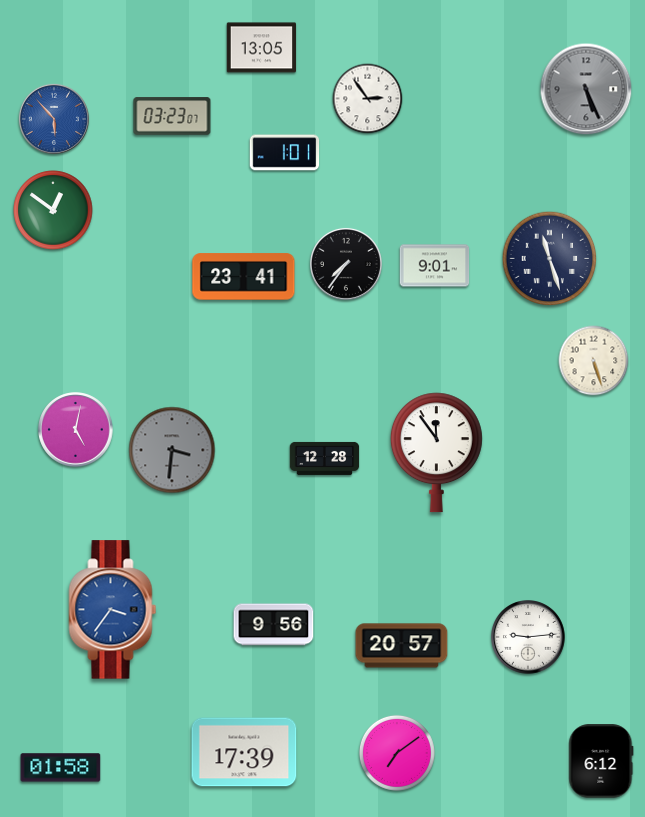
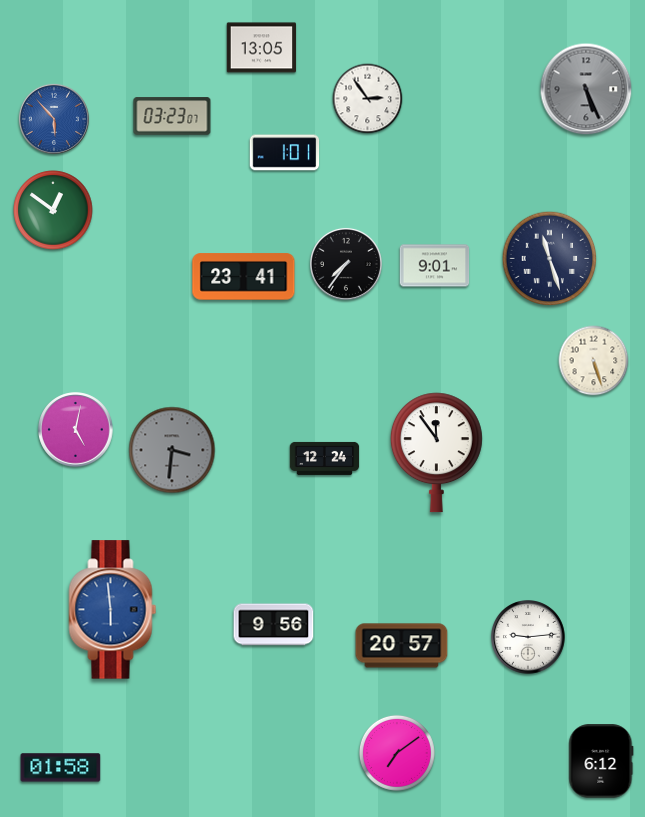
clock at (325, 458): 12:28 -> 12:24
clock at (113, 610): 3:36 -> 5:59
clock at (244, 752): 17:39 -> none
